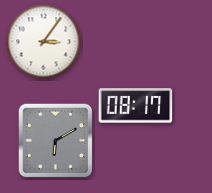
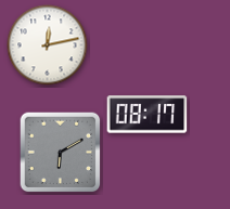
clock at (44, 42): 3:06 -> 12:13
